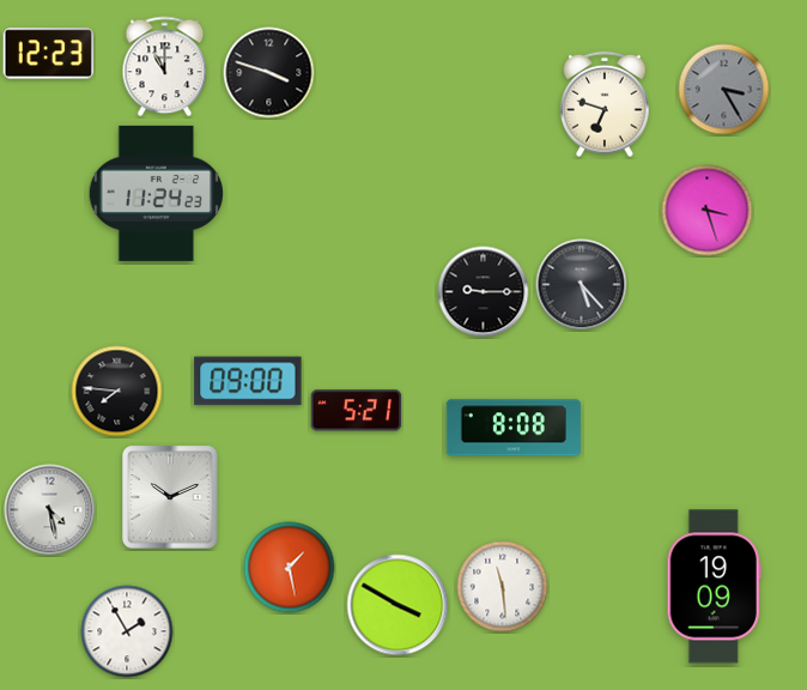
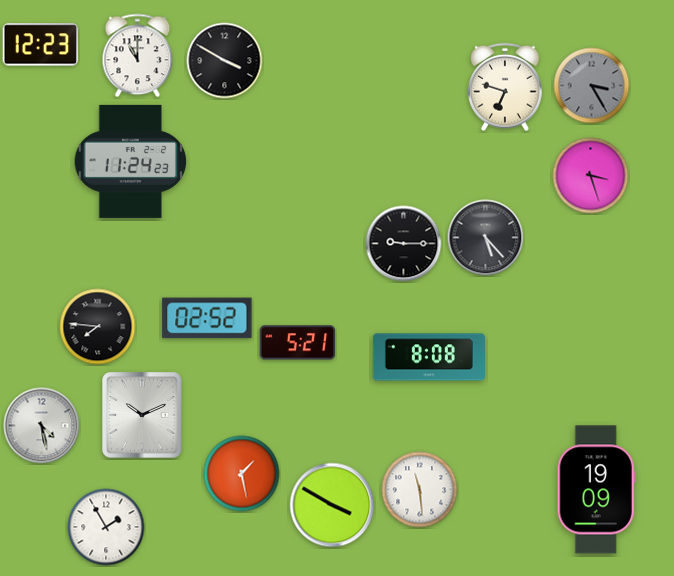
clock at (269, 73): 3:48 -> 3:50
clock at (724, 90) position: (724, 90) -> (592, 86)
clock at (248, 381): 09:00 -> 02:52
